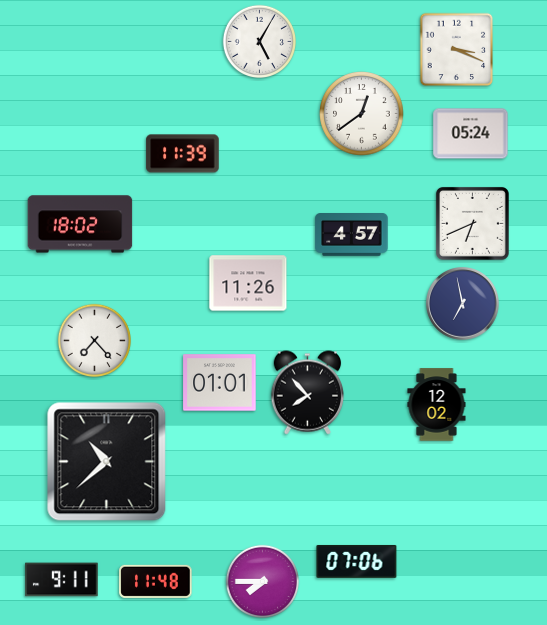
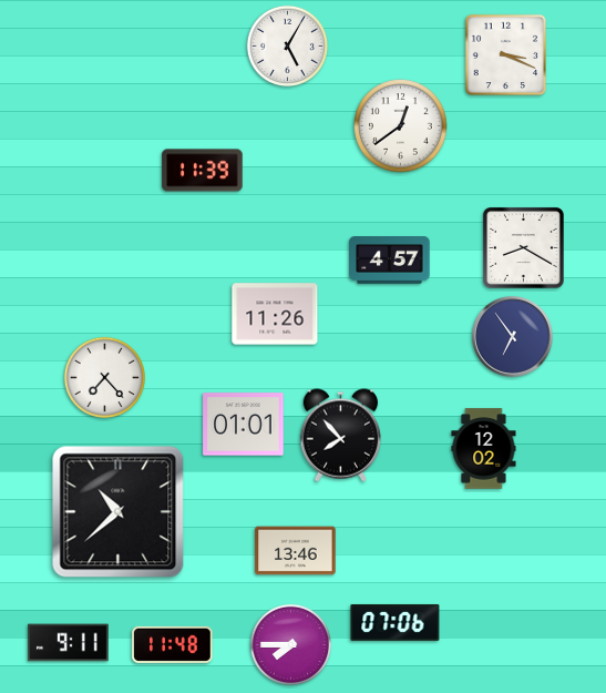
clock at (471, 134): 05:24 -> none
clock at (472, 223): 6:41 -> 8:20
clock at (80, 224): 18:02 -> none
clock at (463, 304): 6:58 -> 6:54
clock at (296, 551): none -> 13:46
